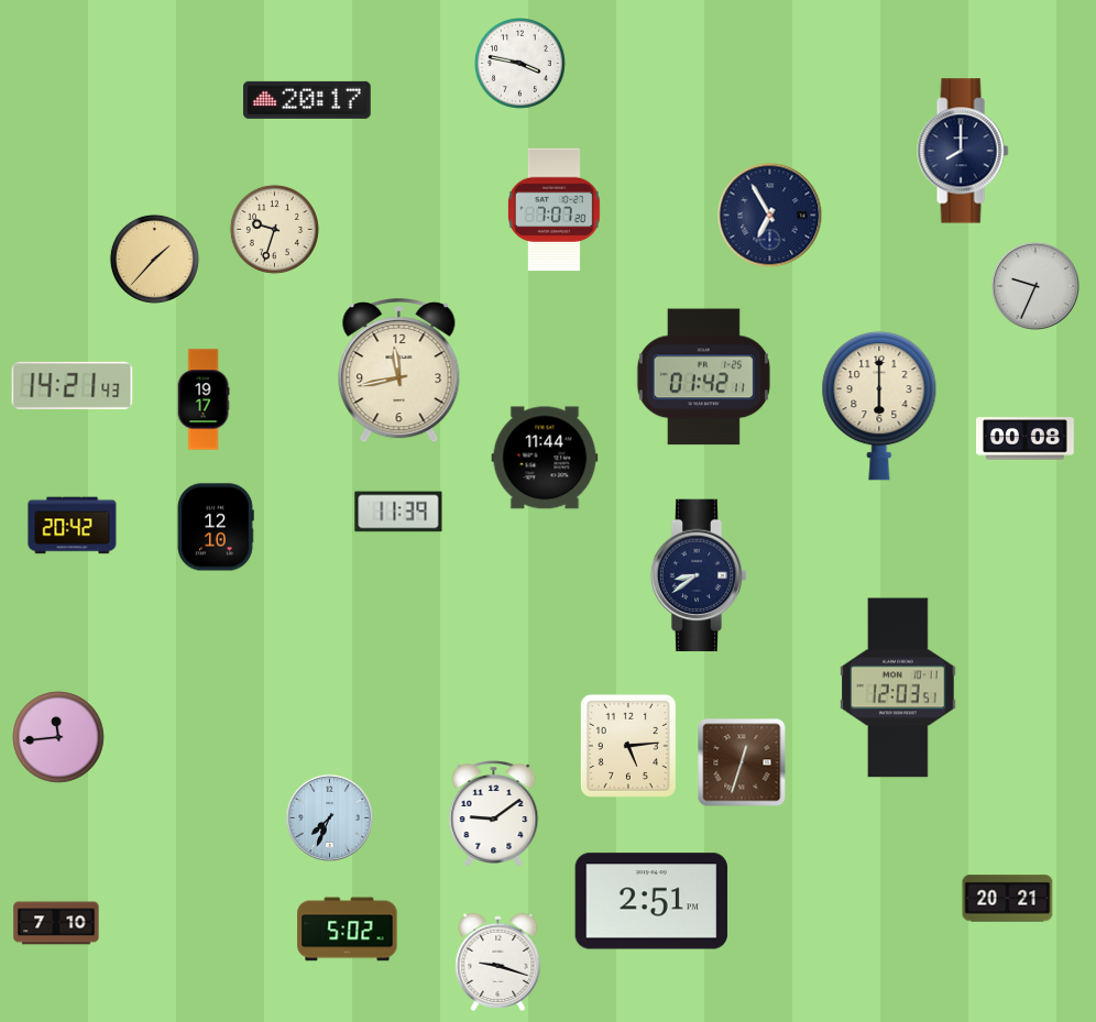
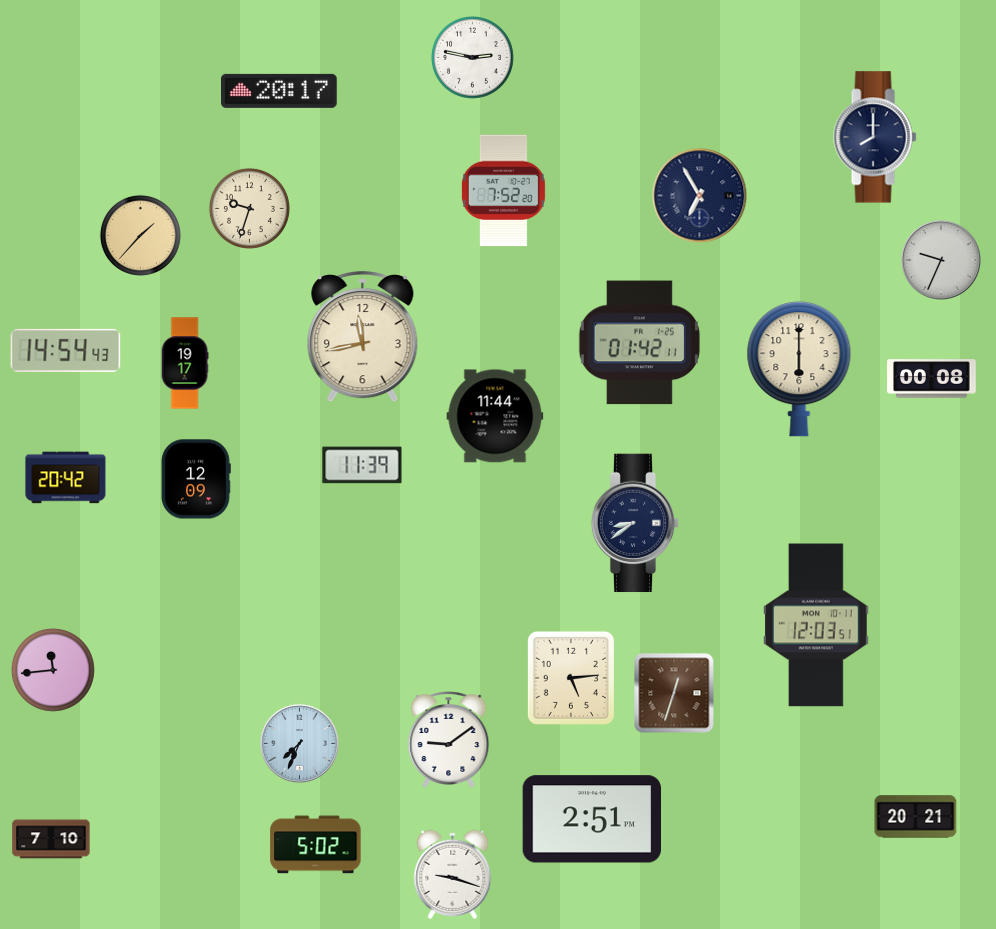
clock at (519, 63): 3:47 -> 2:47
clock at (554, 210): 7:07 -> 7:52
clock at (73, 385): 14:21 -> 14:54
clock at (1026, 439) position: (1026, 439) -> (932, 379)
clock at (216, 527): 12:10 -> 12:09
